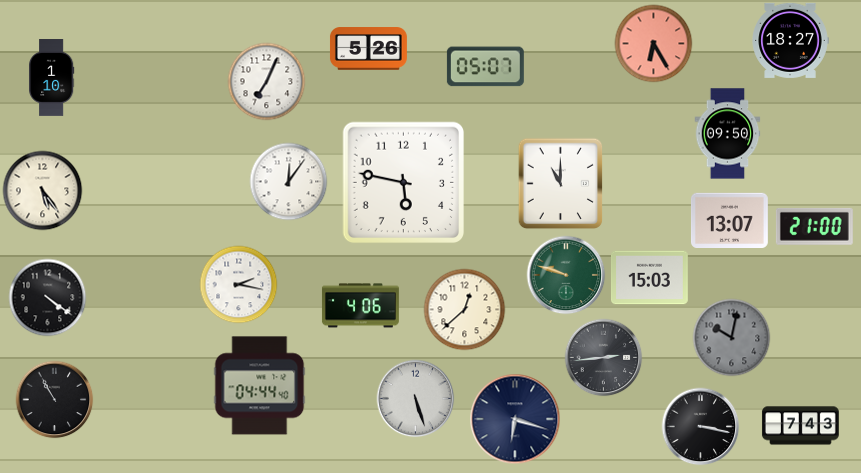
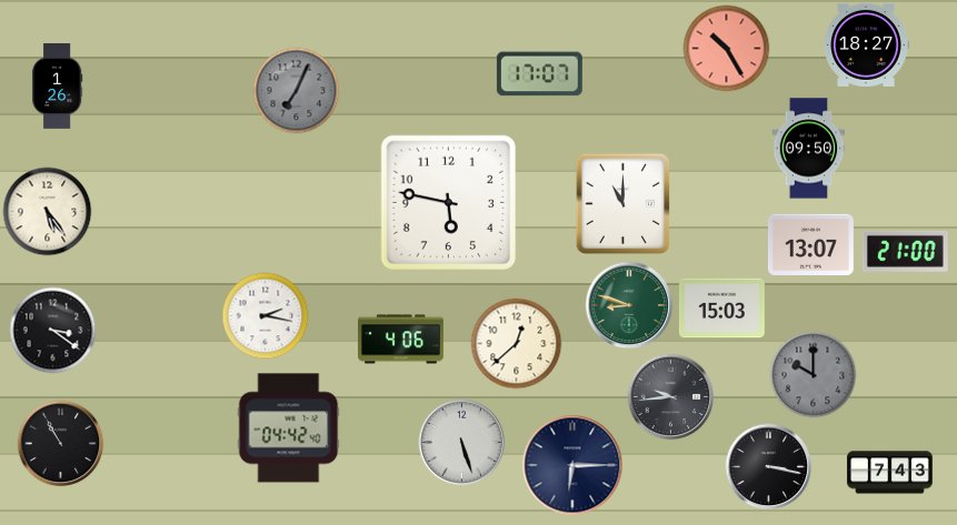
clock at (790, 40) position: (790, 40) -> (866, 44)
clock at (653, 43): 6:25 -> 10:25
clock at (368, 49): 5:26 -> none
clock at (485, 67): 05:07 -> 17:07
clock at (52, 78): 1:10 -> 1:26
clock at (266, 81) dial: white -> grey
clock at (288, 181): 12:06 -> none
clock at (566, 275): 9:48 -> 8:48
clock at (47, 297): 4:21 -> 3:21
clock at (731, 337): 10:02 -> 10:00
clock at (603, 357): 2:44 -> 9:44
clock at (260, 386): 04:44 -> 04:42
clock at (515, 419): 6:18 -> 6:15
clock at (700, 426) position: (700, 426) -> (768, 466)
